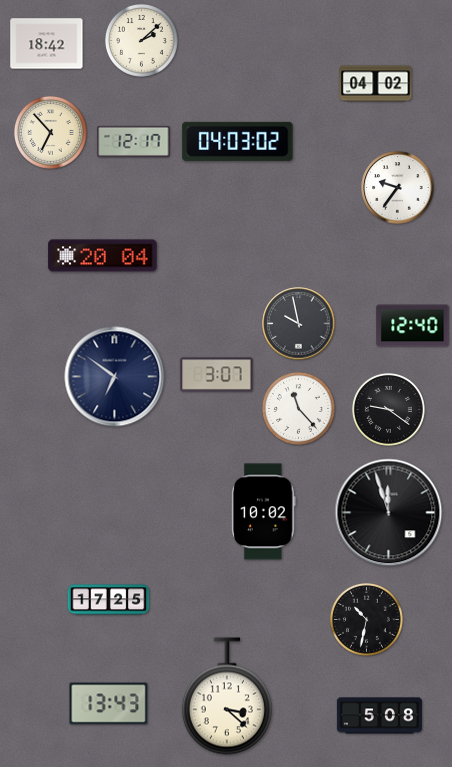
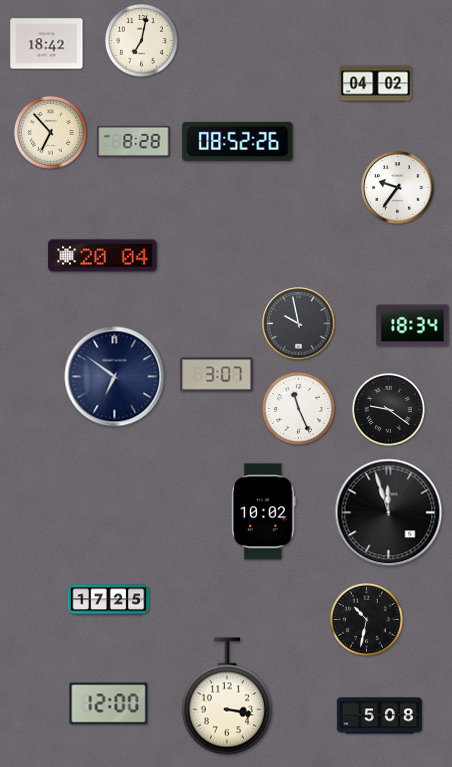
clock at (141, 40): 2:08 -> 7:02
clock at (134, 141): 12:17 -> 8:28
clock at (238, 141): 04:03 -> 08:52
clock at (413, 326): 12:40 -> 18:34
clock at (298, 408): 11:23 -> 11:26
clock at (227, 696): 3:22 -> 3:17
clock at (109, 704): 13:43 -> 12:00
